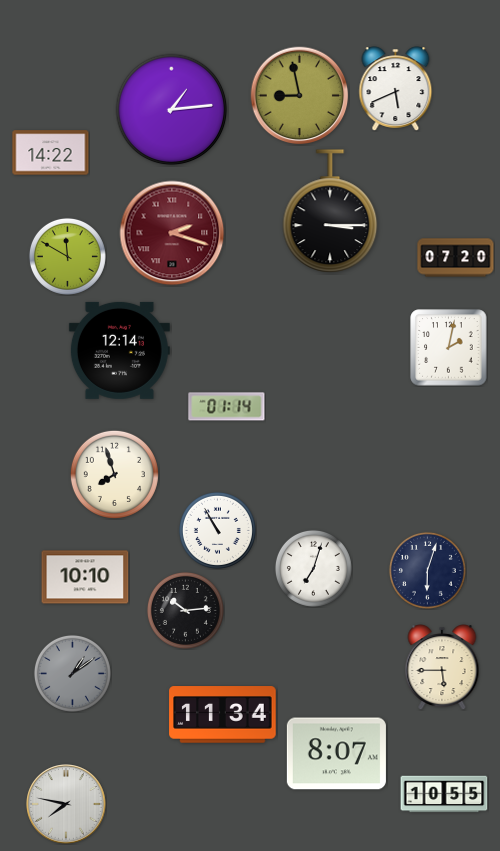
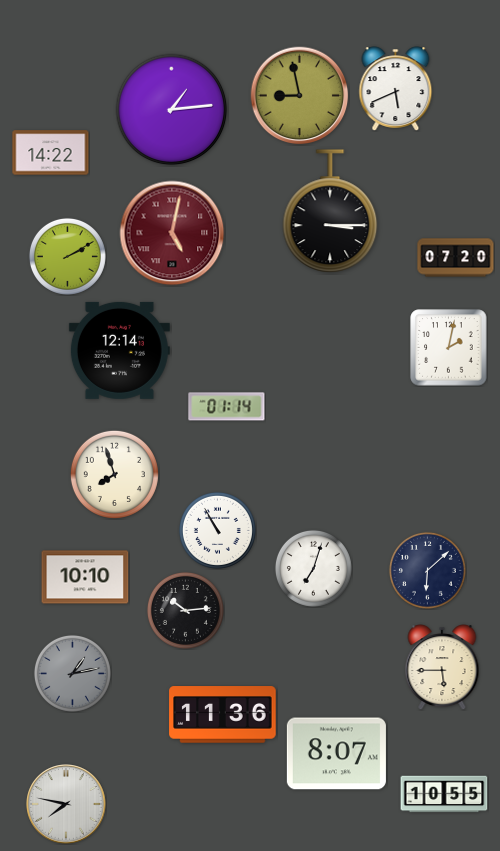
clock at (172, 233): 2:18 -> 5:02
clock at (67, 256): 11:50 -> 2:10
clock at (427, 570): 6:03 -> 6:08
clock at (72, 673): 1:09 -> 1:13
clock at (223, 715): 11:34 -> 11:36
